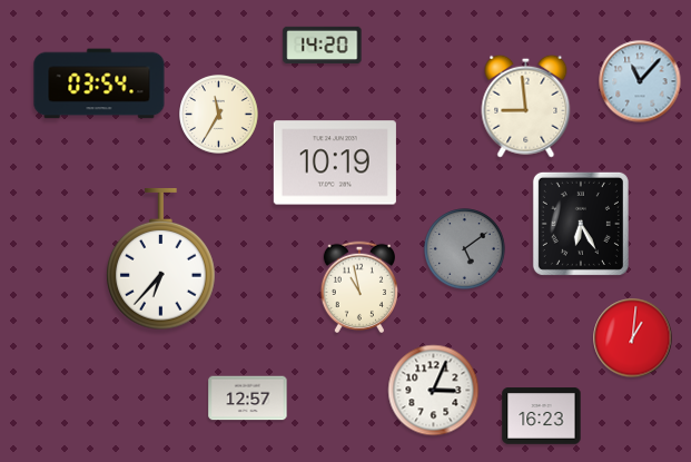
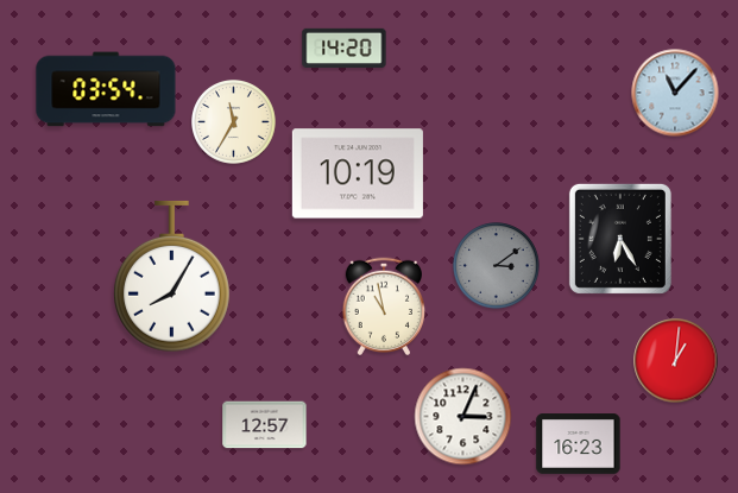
clock at (640, 81) position: (640, 81) -> (675, 93)
clock at (526, 106): 8:59 -> none
clock at (465, 249): 5:09 -> 3:09
clock at (160, 259): 6:37 -> 8:05
